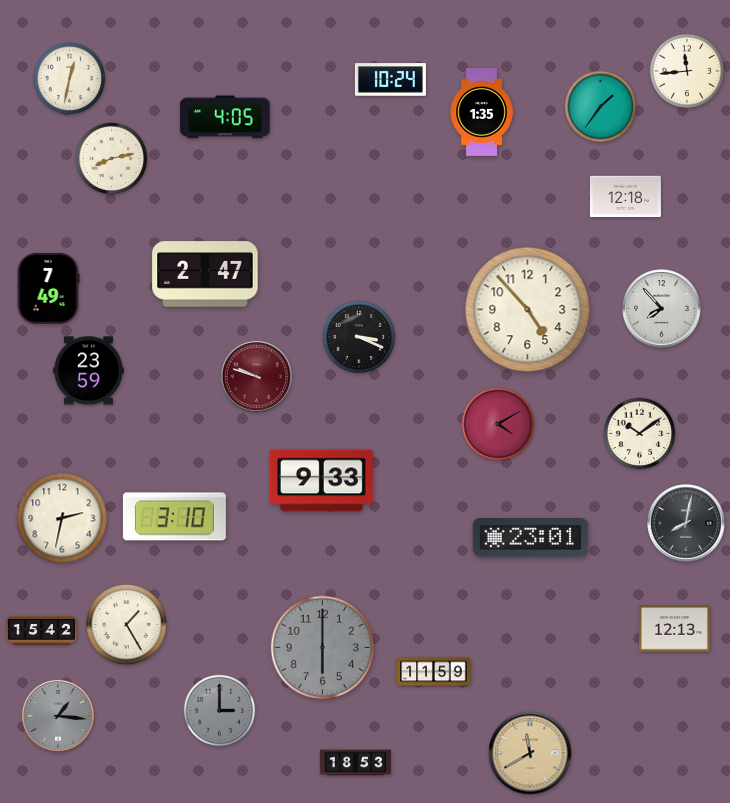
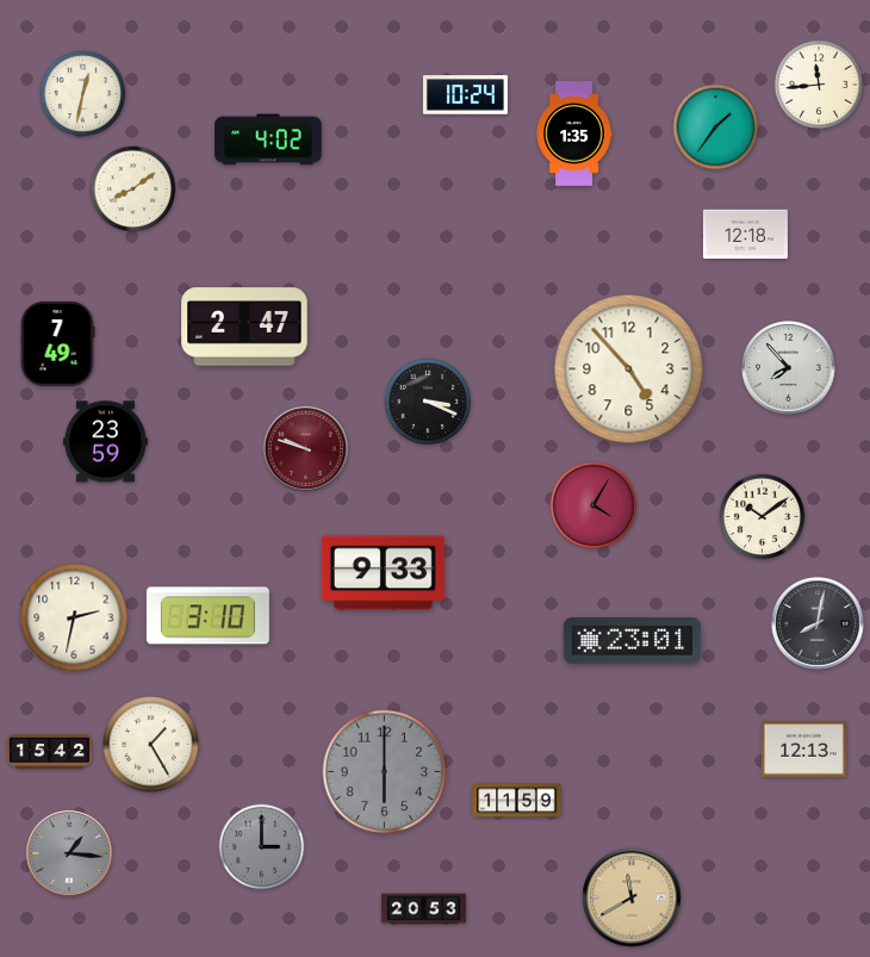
clock at (225, 117): 4:05 -> 4:02
clock at (112, 159): 8:13 -> 8:09
clock at (498, 424): 4:10 -> 4:05
clock at (355, 763): 18:53 -> 20:53
